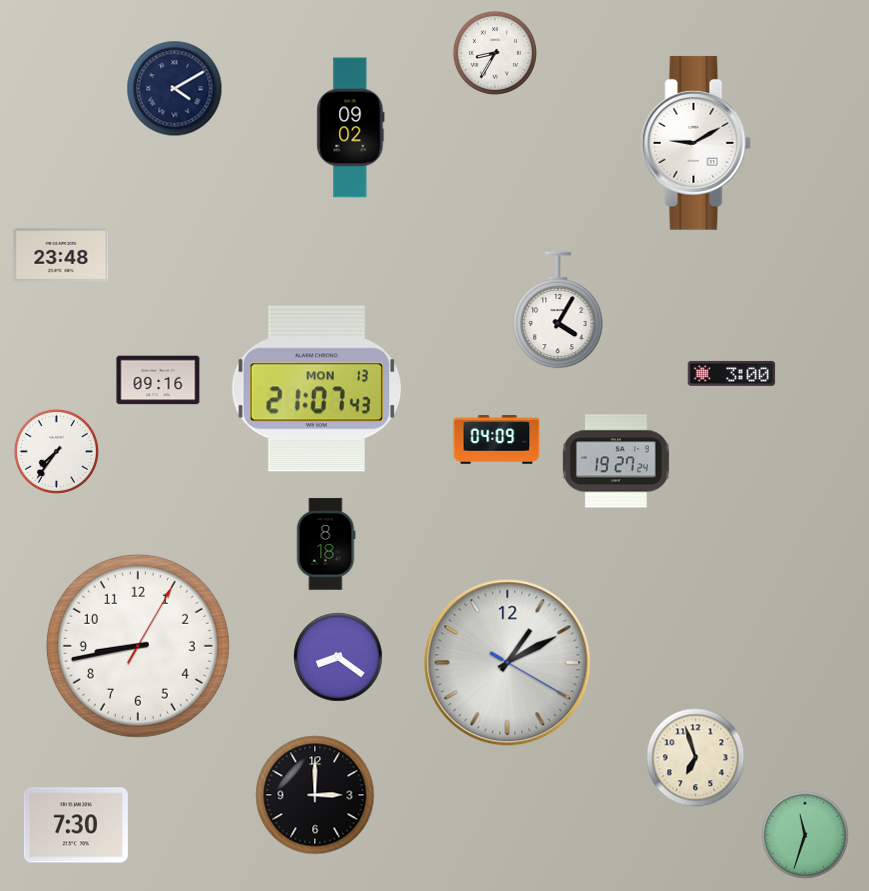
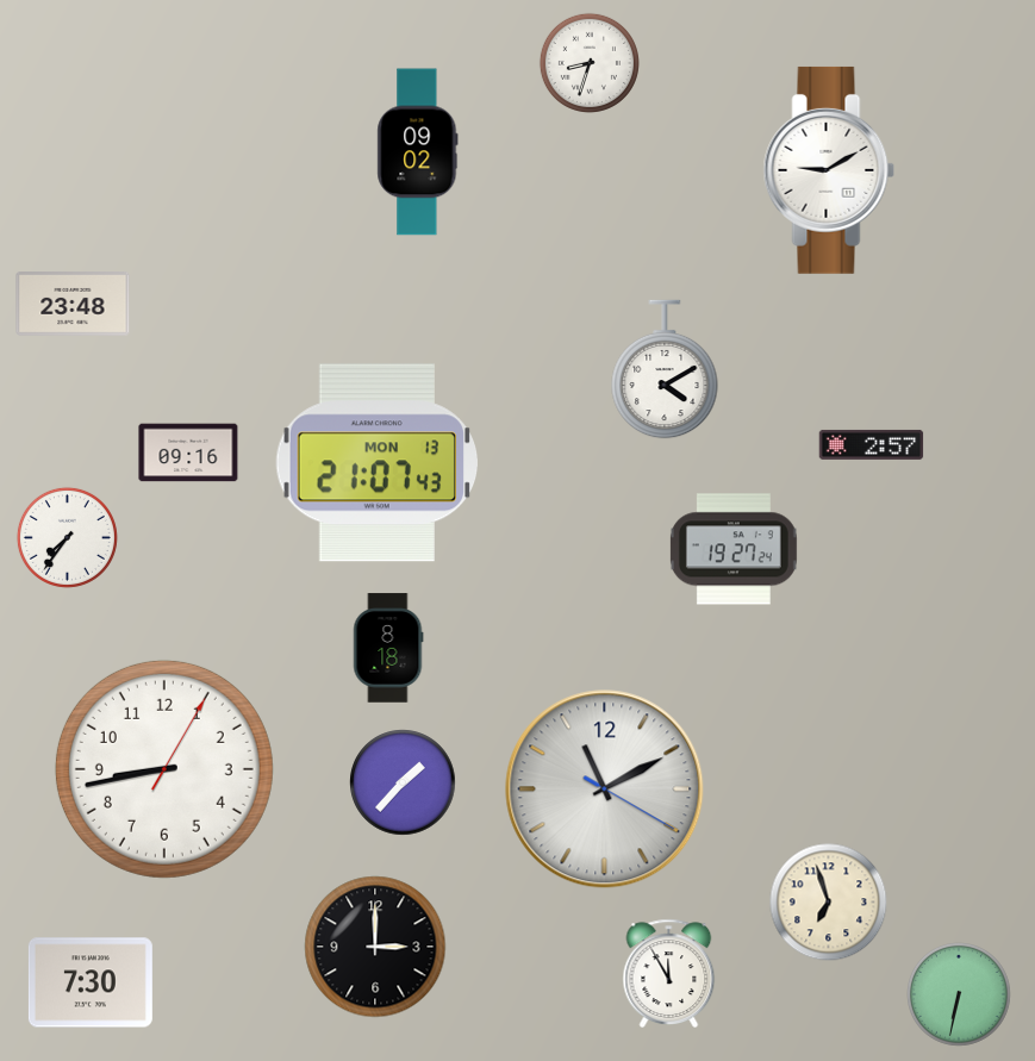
clock at (495, 53): 8:35 -> 8:33
clock at (175, 89): 4:10 -> none
clock at (558, 310): 4:05 -> 4:10
clock at (732, 373): 3:00 -> 2:57
clock at (497, 440): 04:09 -> none
clock at (338, 657): 8:21 -> 1:37
clock at (508, 663): 1:10 -> 11:10
clock at (669, 973): none -> 11:55
clock at (806, 836): 11:33 -> 6:32
